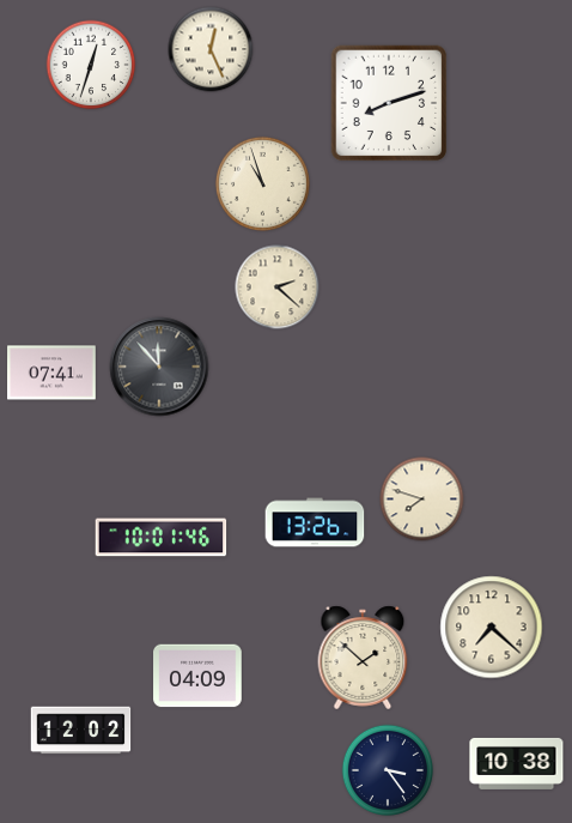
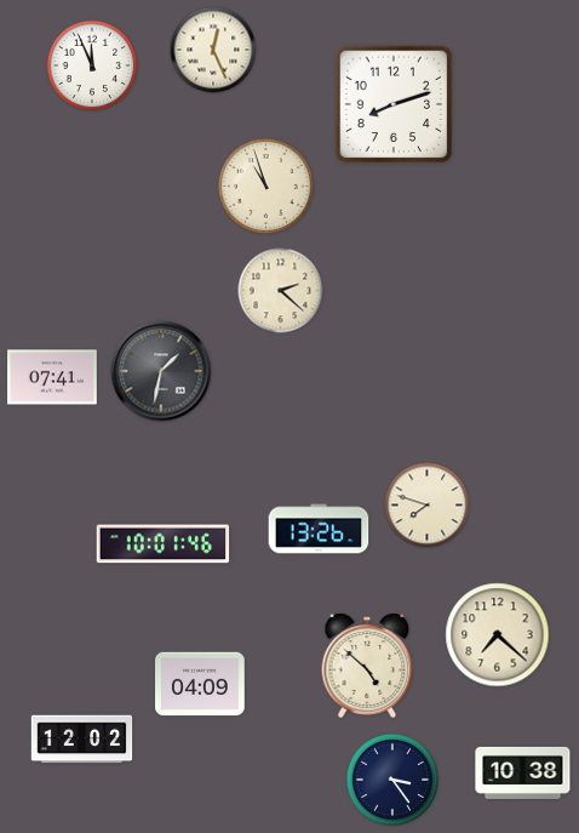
clock at (91, 65): 12:33 -> 11:56
clock at (159, 367): 11:53 -> 1:32
clock at (363, 658): 1:52 -> 4:52
